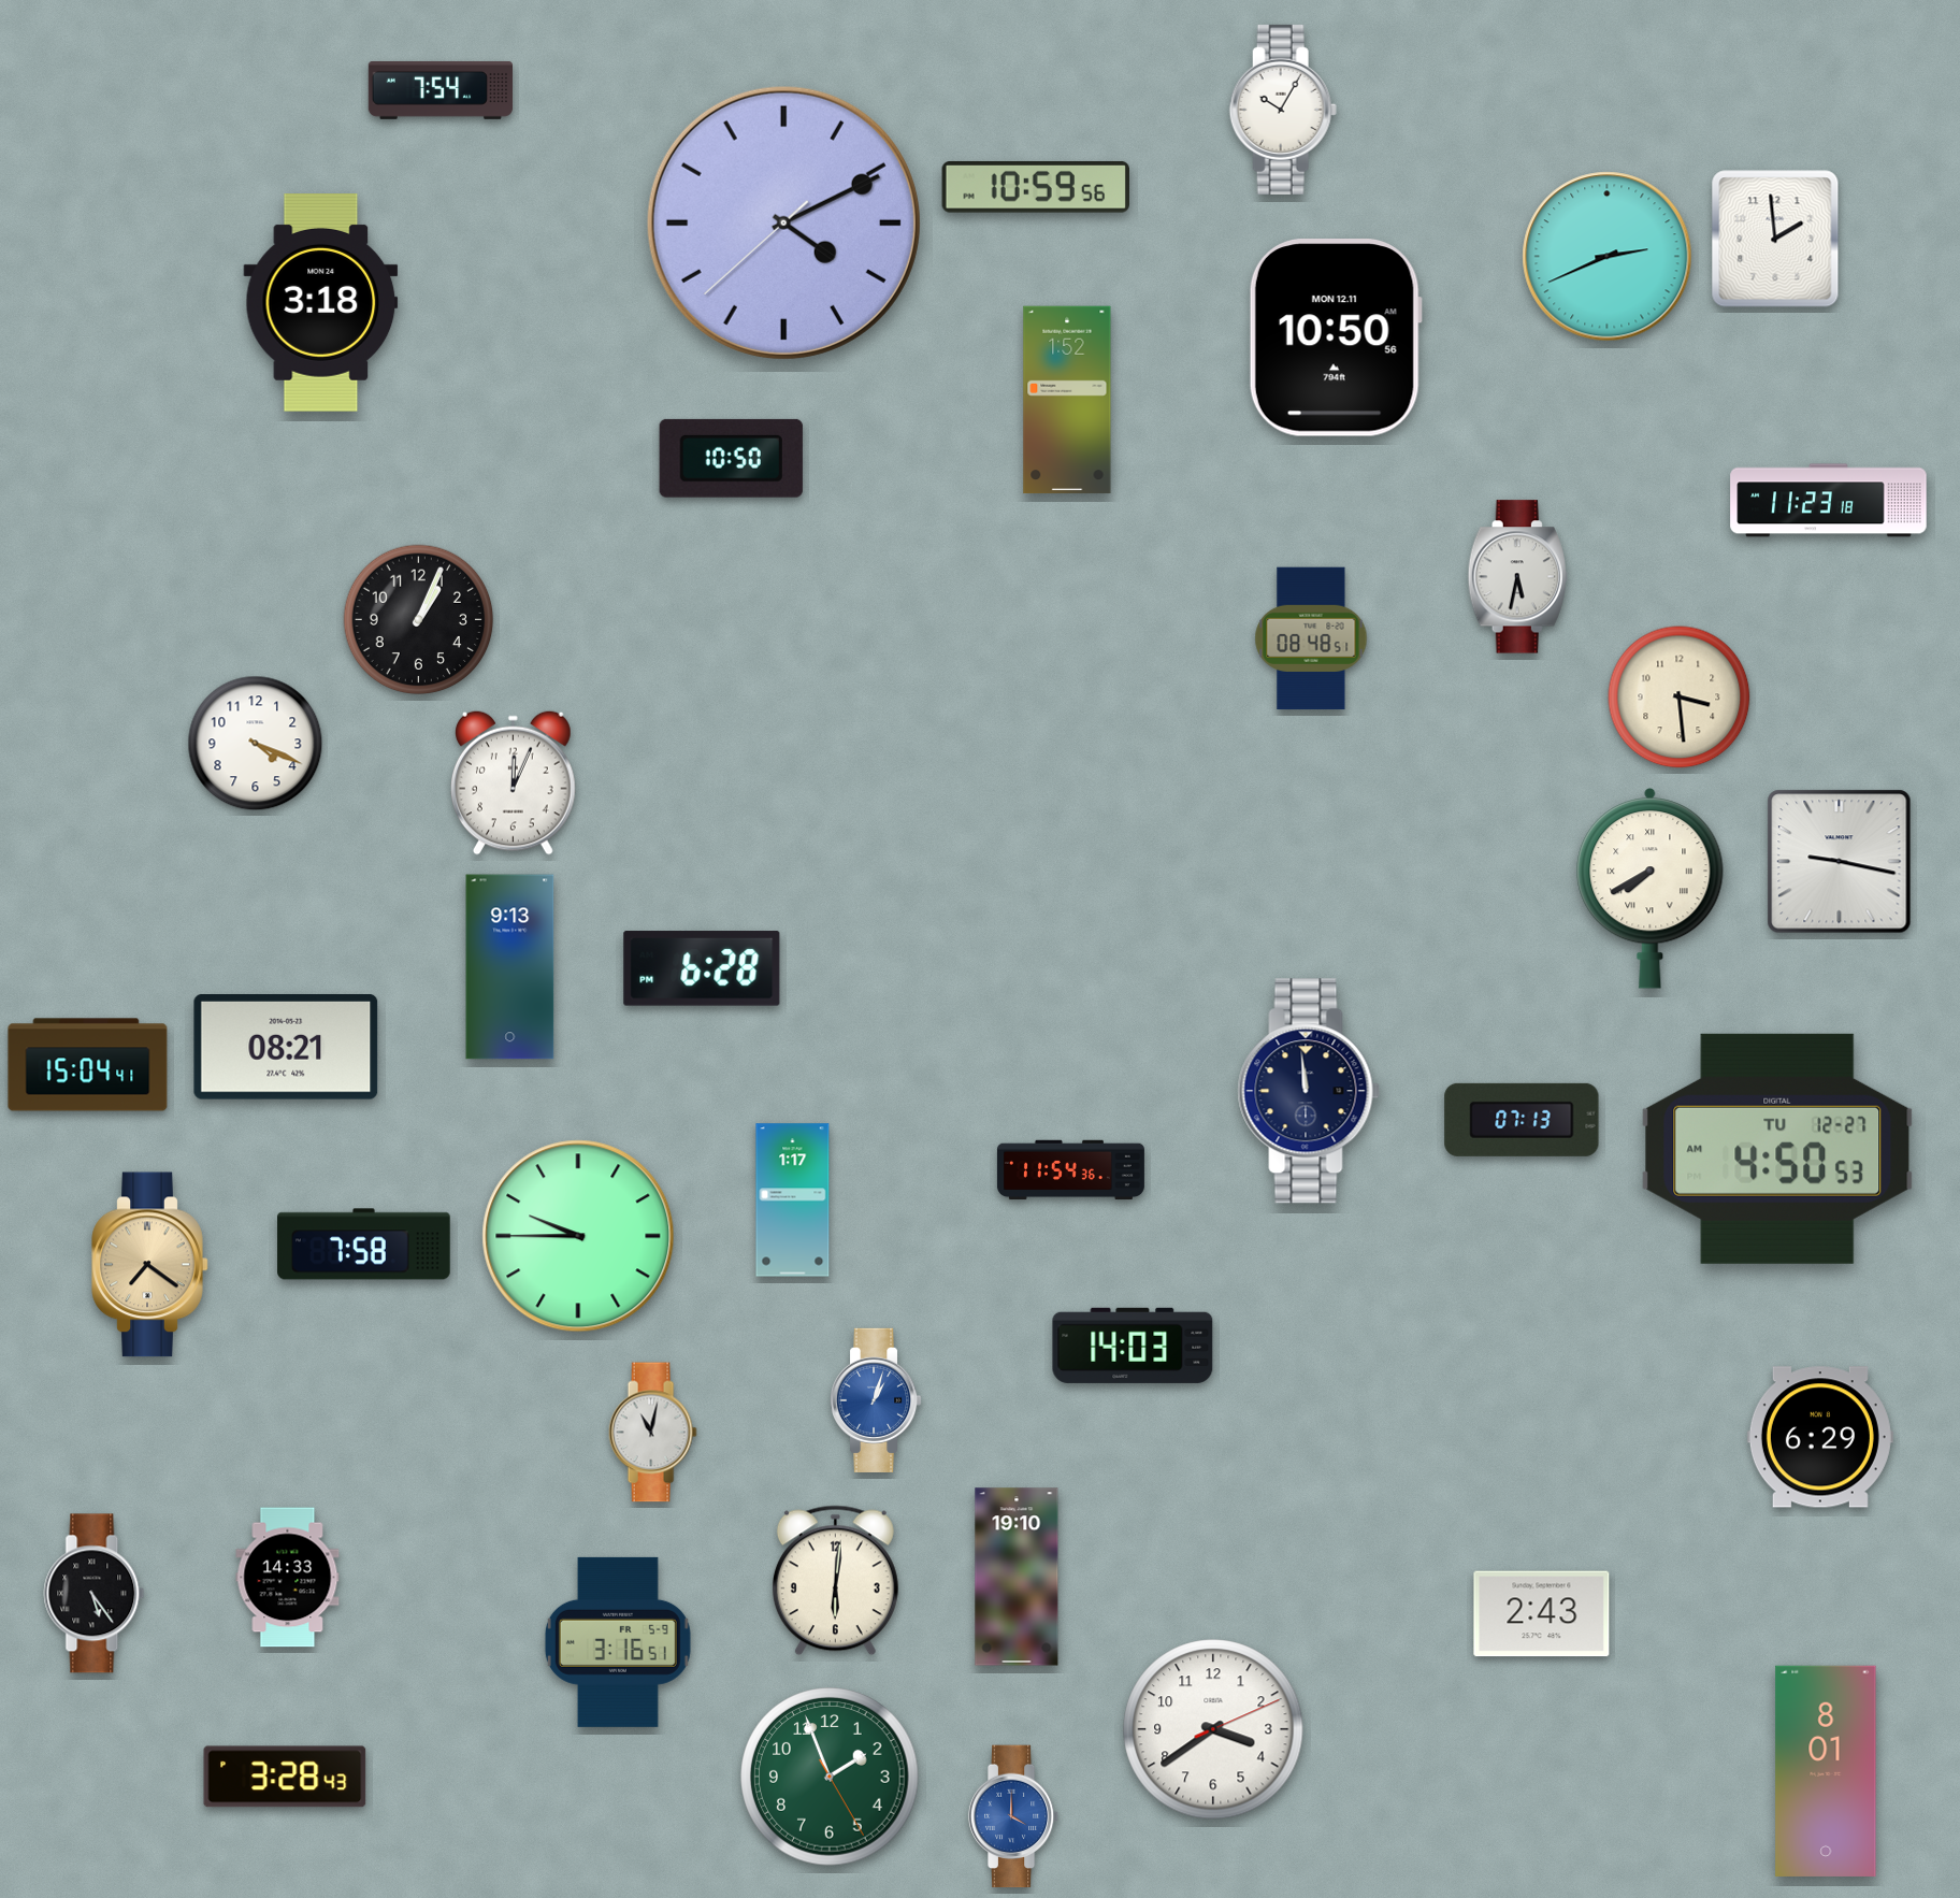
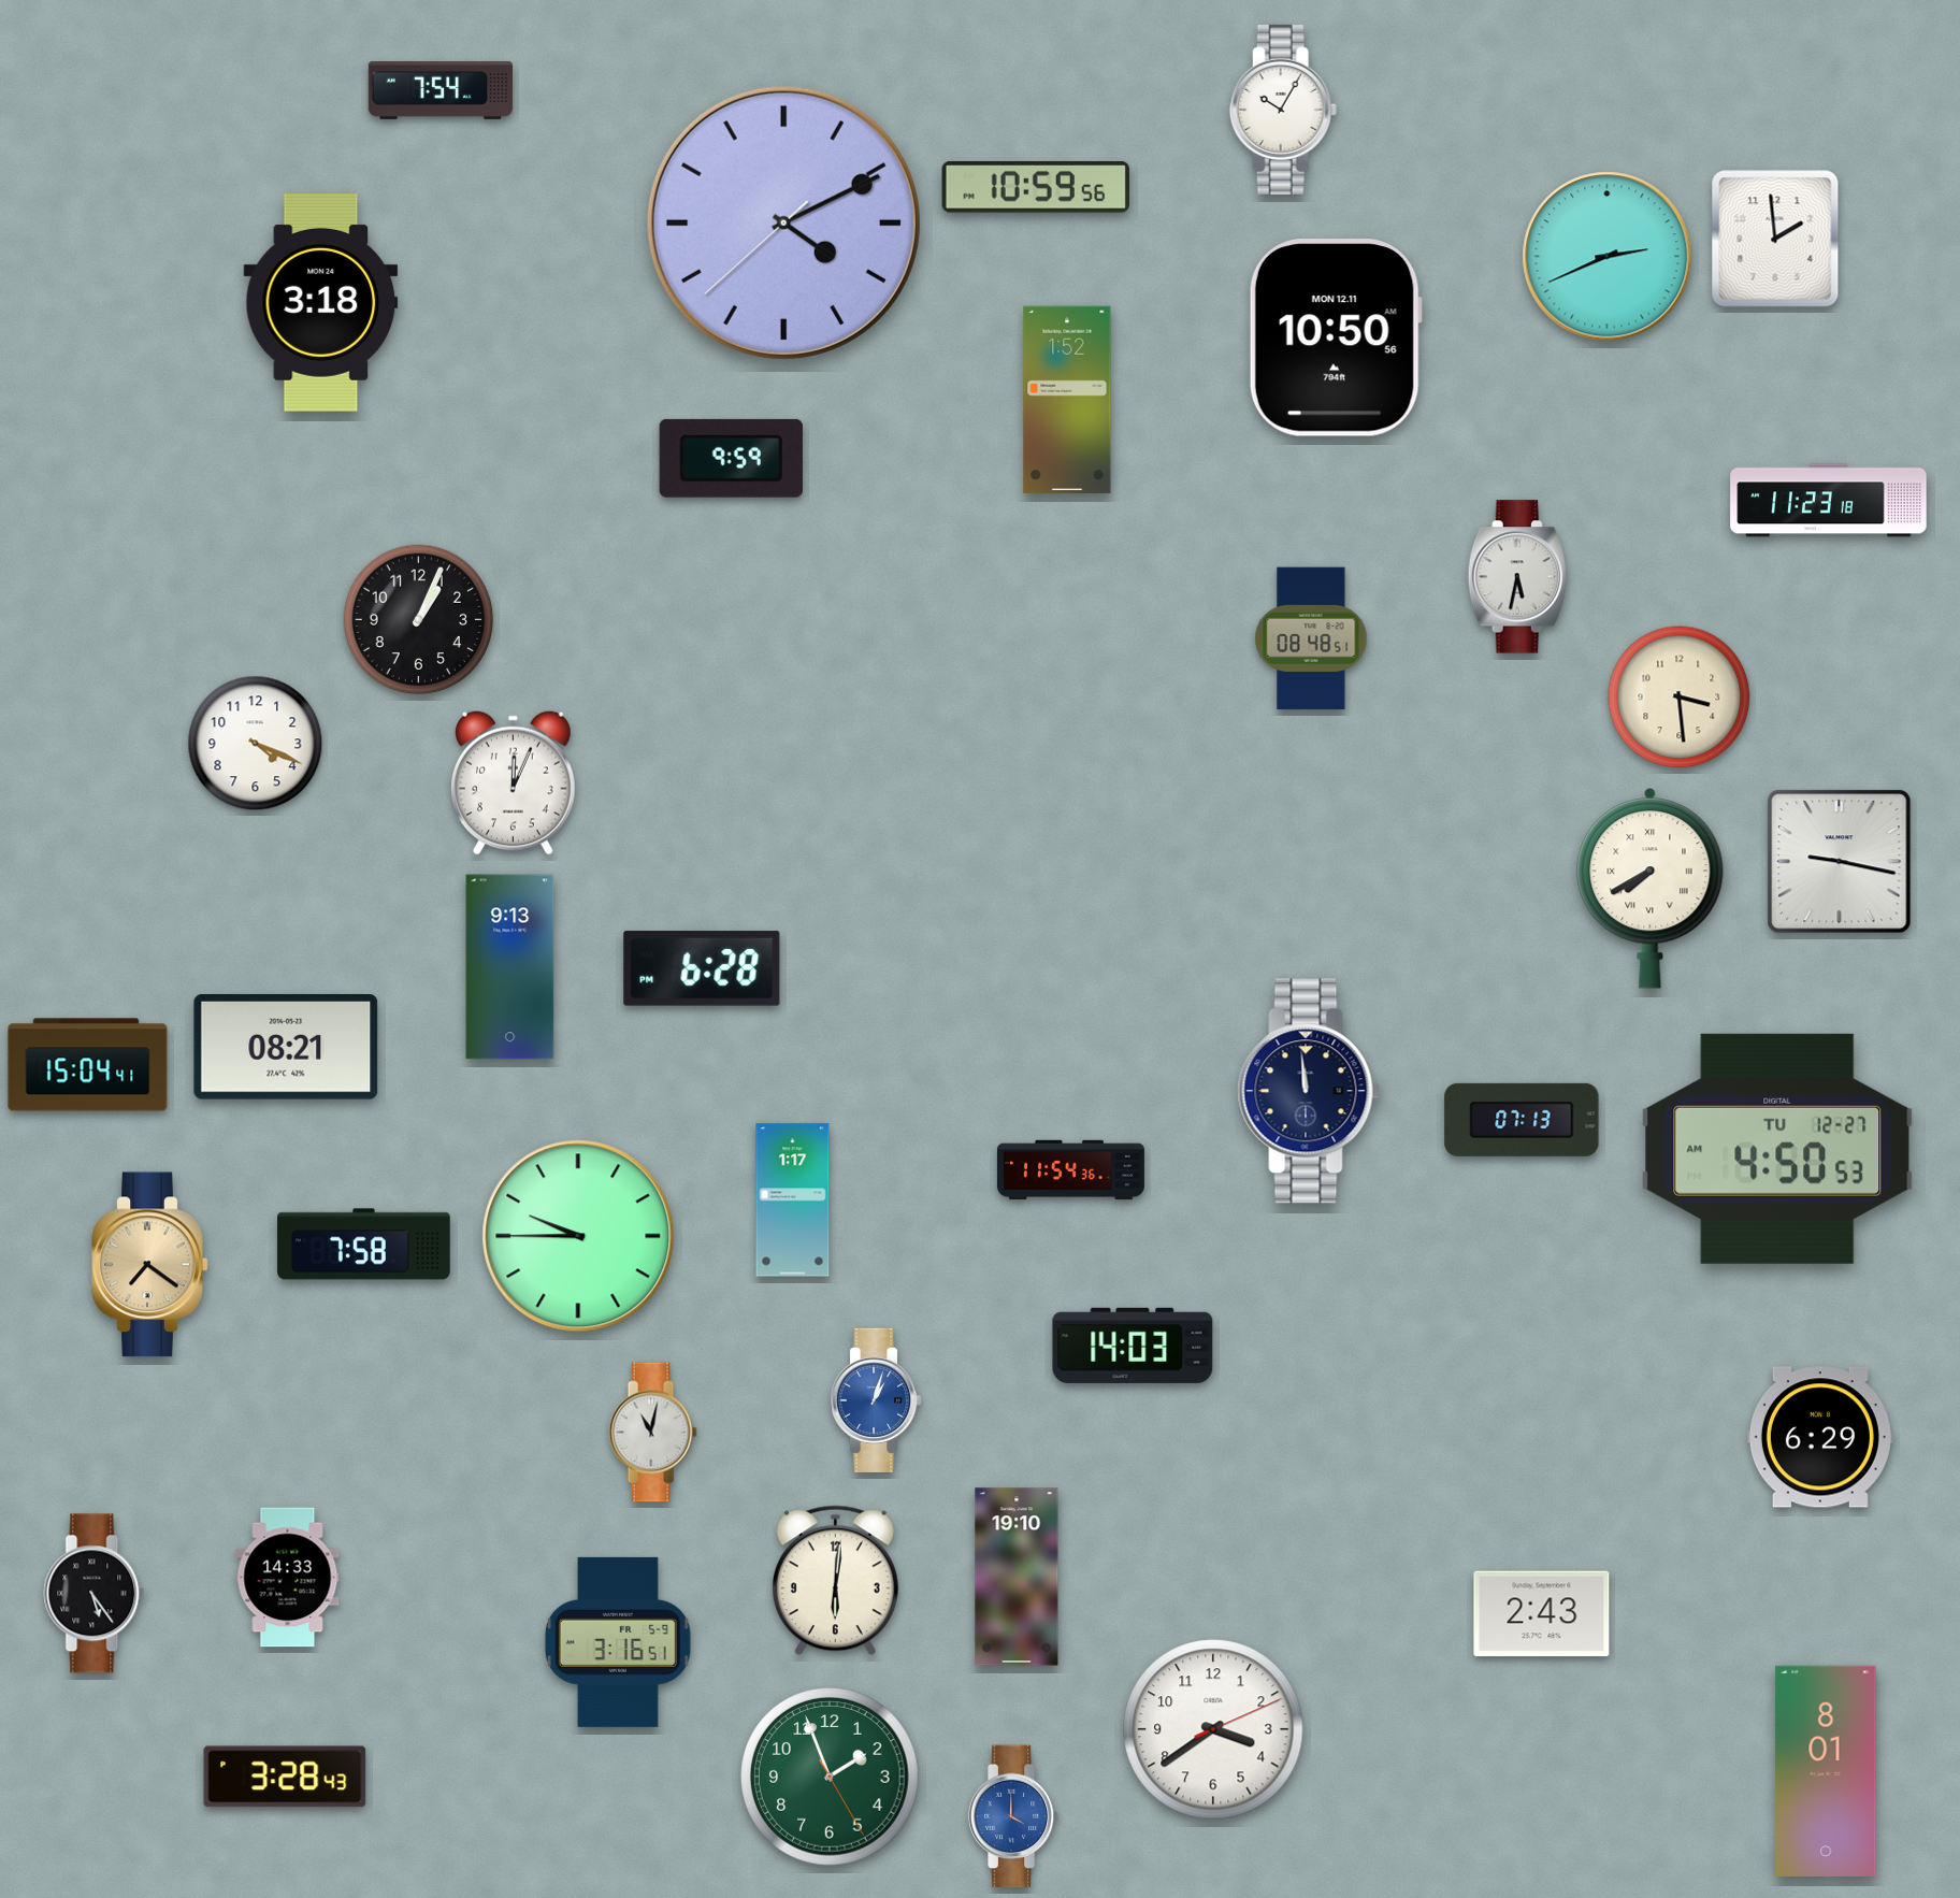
clock at (731, 458): 10:50 -> 9:59
